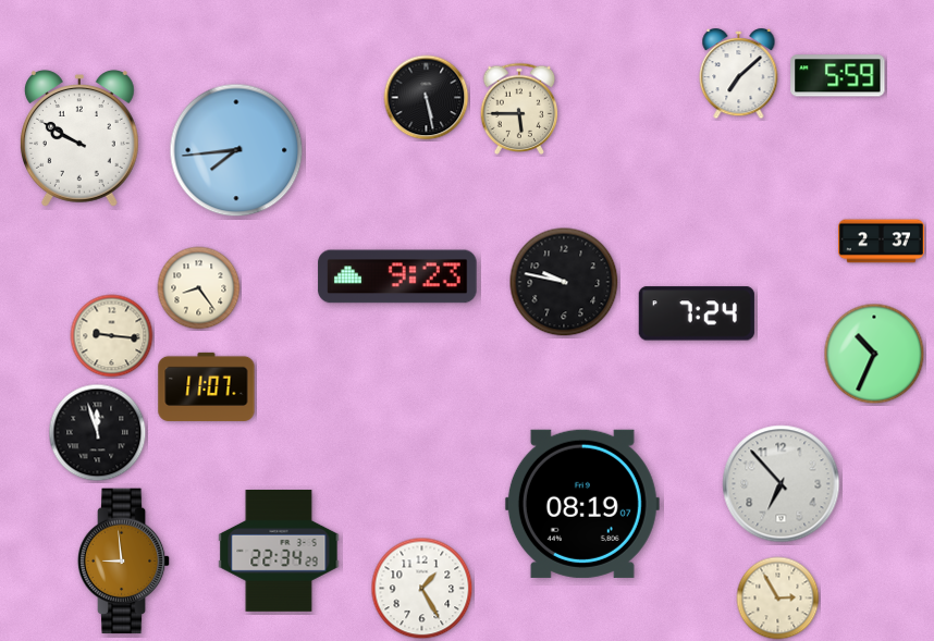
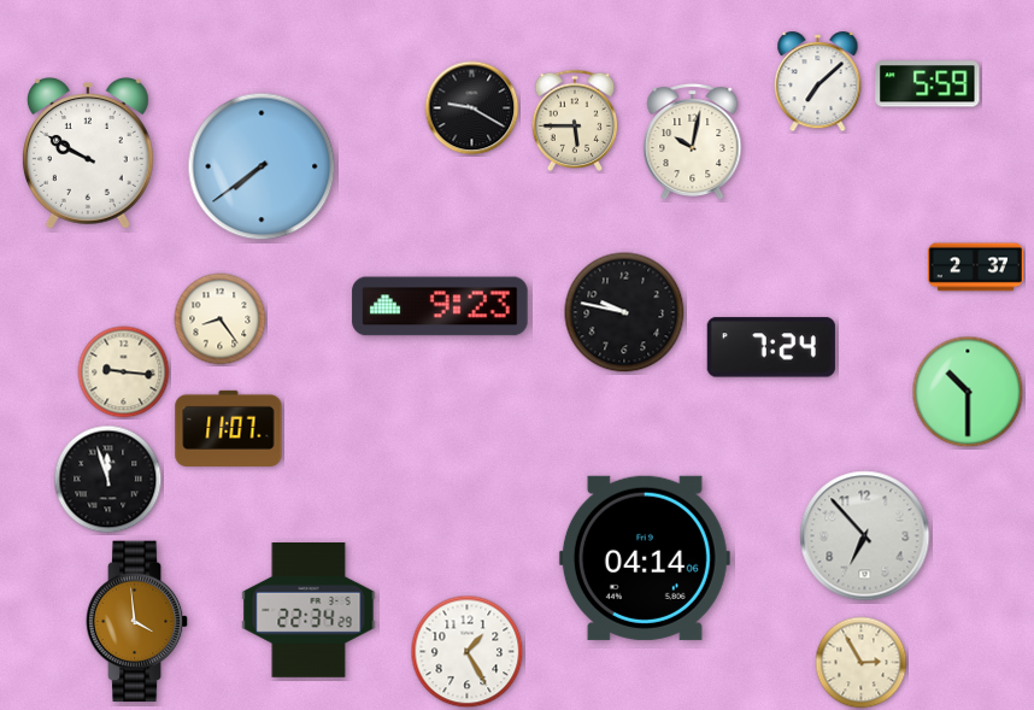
clock at (427, 98): 5:28 -> 9:20
clock at (693, 141): none -> 10:02
clock at (236, 150): 7:44 -> 7:39
clock at (874, 354): 10:34 -> 10:30
clock at (582, 504): 08:19 -> 04:14
clock at (124, 562): 8:59 -> 3:59
